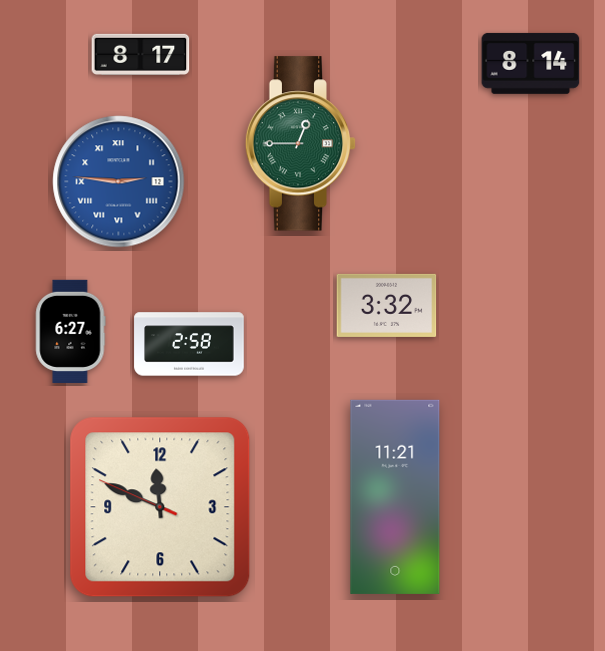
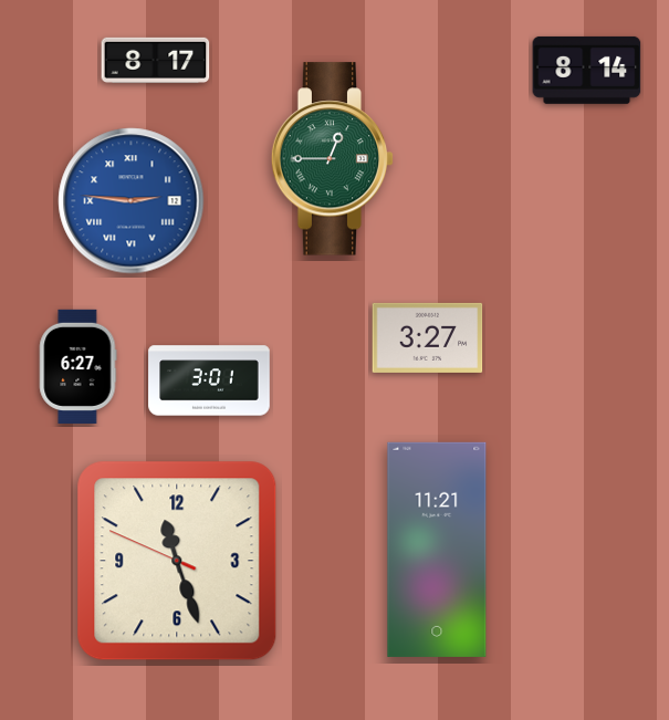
clock at (387, 305): 3:32 -> 3:27
clock at (189, 344): 2:58 -> 3:01
clock at (160, 507): 11:48 -> 11:26
